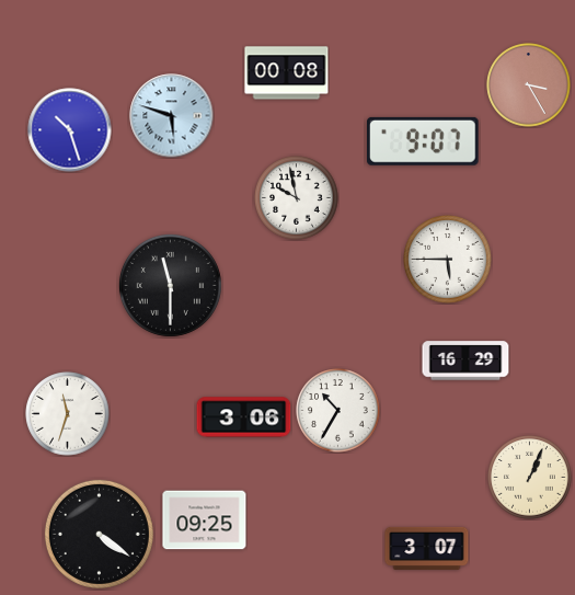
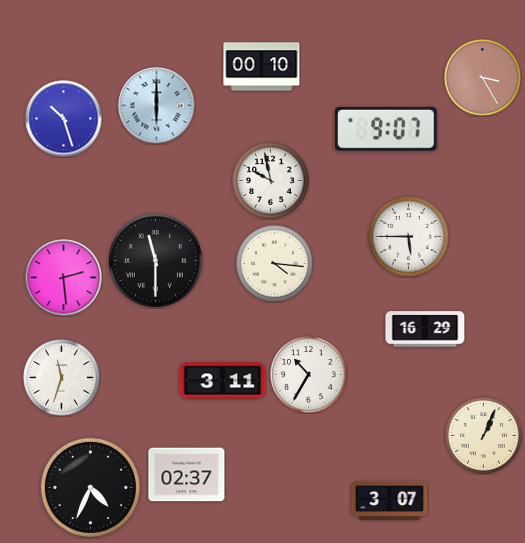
clock at (287, 73): 00:08 -> 00:10
clock at (172, 116): 5:48 -> 6:00
clock at (275, 264): none -> 4:16
clock at (64, 278): none -> 2:29
clock at (244, 417): 3:06 -> 3:11
clock at (205, 520): 09:25 -> 02:37
clock at (99, 534): 4:21 -> 4:34
